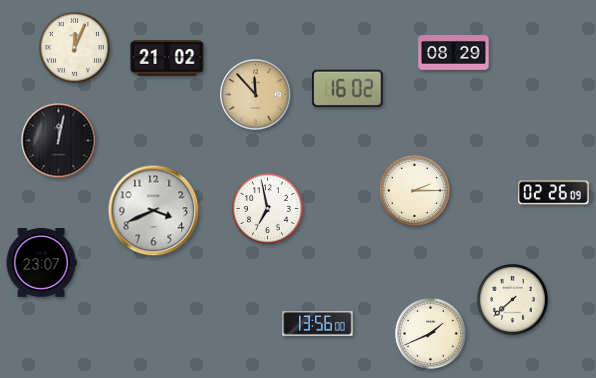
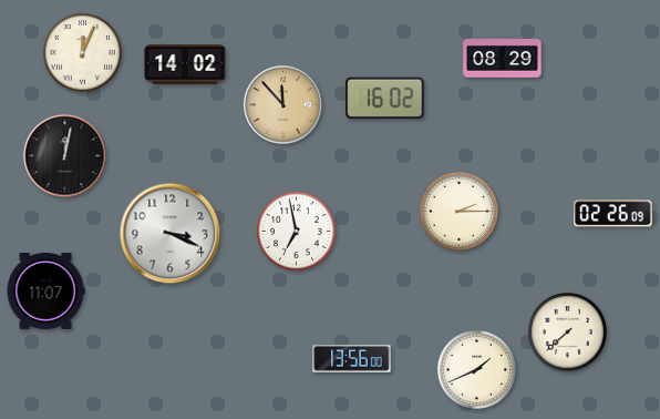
clock at (167, 58): 21:02 -> 14:02
clock at (154, 211): 3:41 -> 3:19
clock at (41, 263): 23:07 -> 11:07
